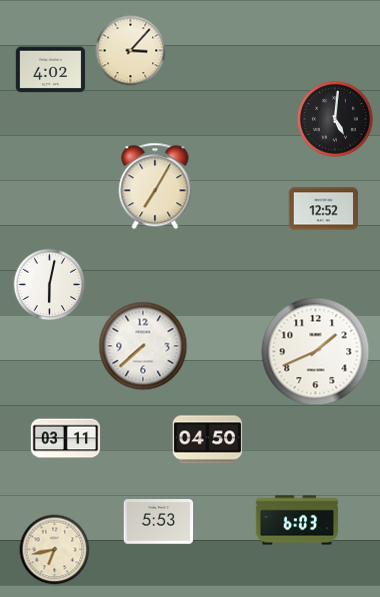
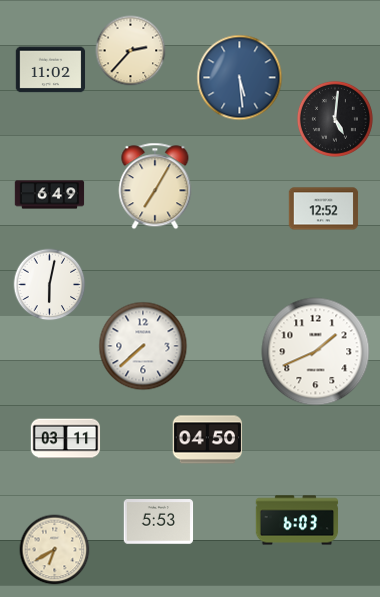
clock at (131, 51): 3:07 -> 2:37
clock at (51, 70): 4:02 -> 11:02
clock at (240, 78): none -> 5:29
clock at (50, 195): none -> 6:49
clock at (55, 550): 6:43 -> 6:40
